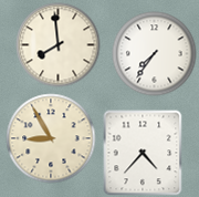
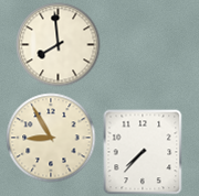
clock at (155, 54): 7:36 -> none
clock at (143, 153): 4:37 -> 7:37
